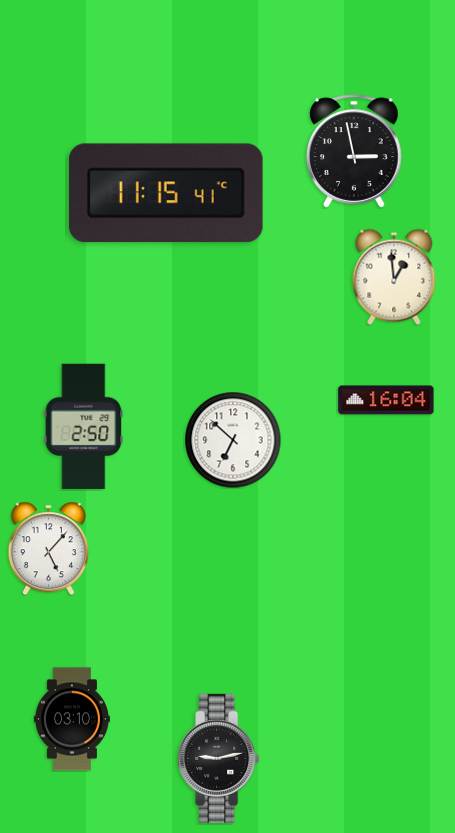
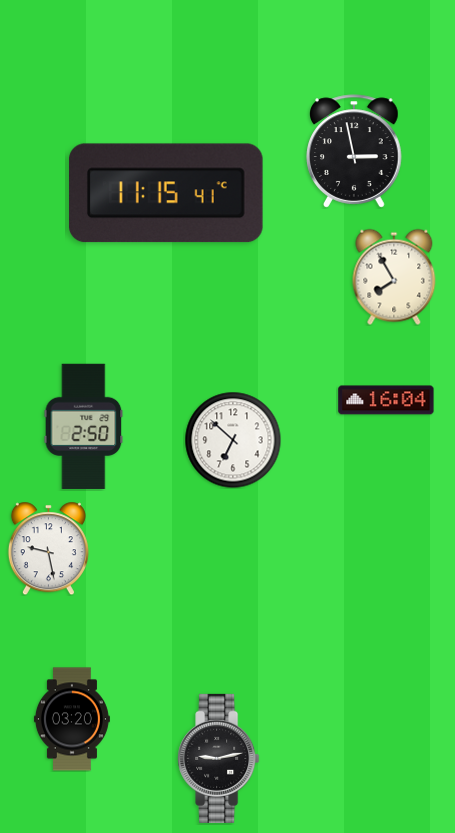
clock at (394, 277): 12:59 -> 7:55
clock at (48, 548): 5:07 -> 9:28
clock at (72, 719): 03:10 -> 03:20
